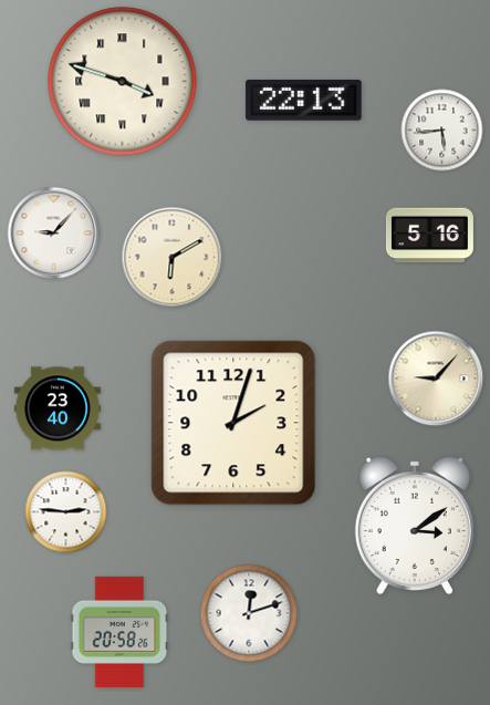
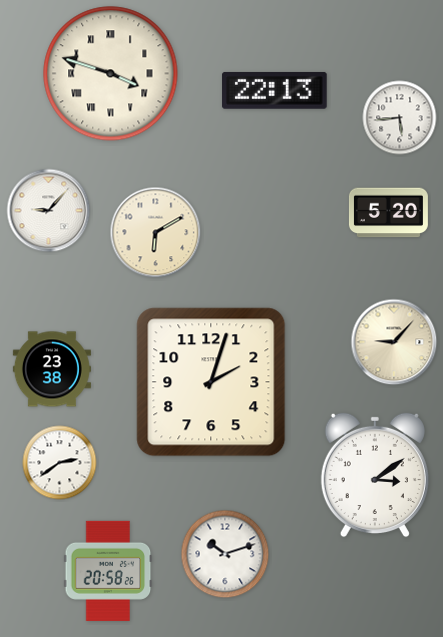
clock at (429, 236): 5:16 -> 5:20
clock at (58, 408): 23:40 -> 23:38
clock at (66, 512): 2:46 -> 2:39
clock at (249, 613): 12:12 -> 10:12
